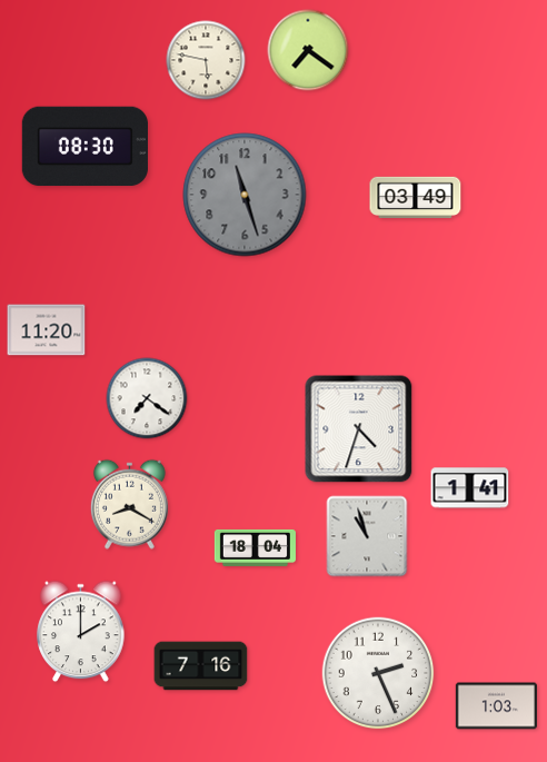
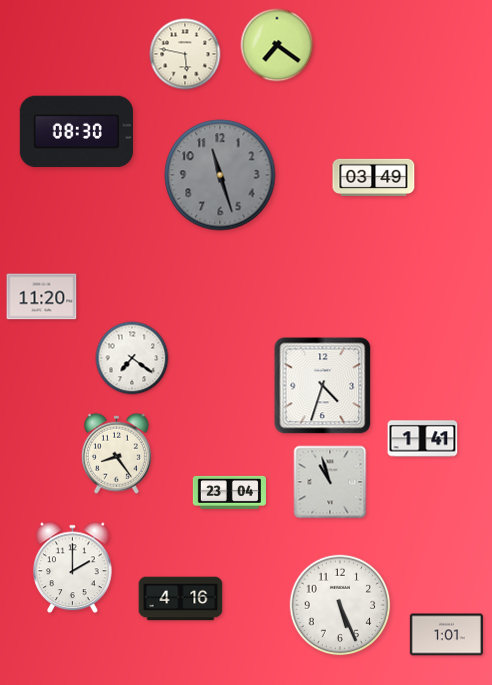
clock at (129, 504): 8:20 -> 8:24
clock at (255, 547): 18:04 -> 23:04
clock at (201, 666): 7:16 -> 4:16
clock at (378, 673): 2:26 -> 5:26
clock at (496, 706): 1:03 -> 1:01
